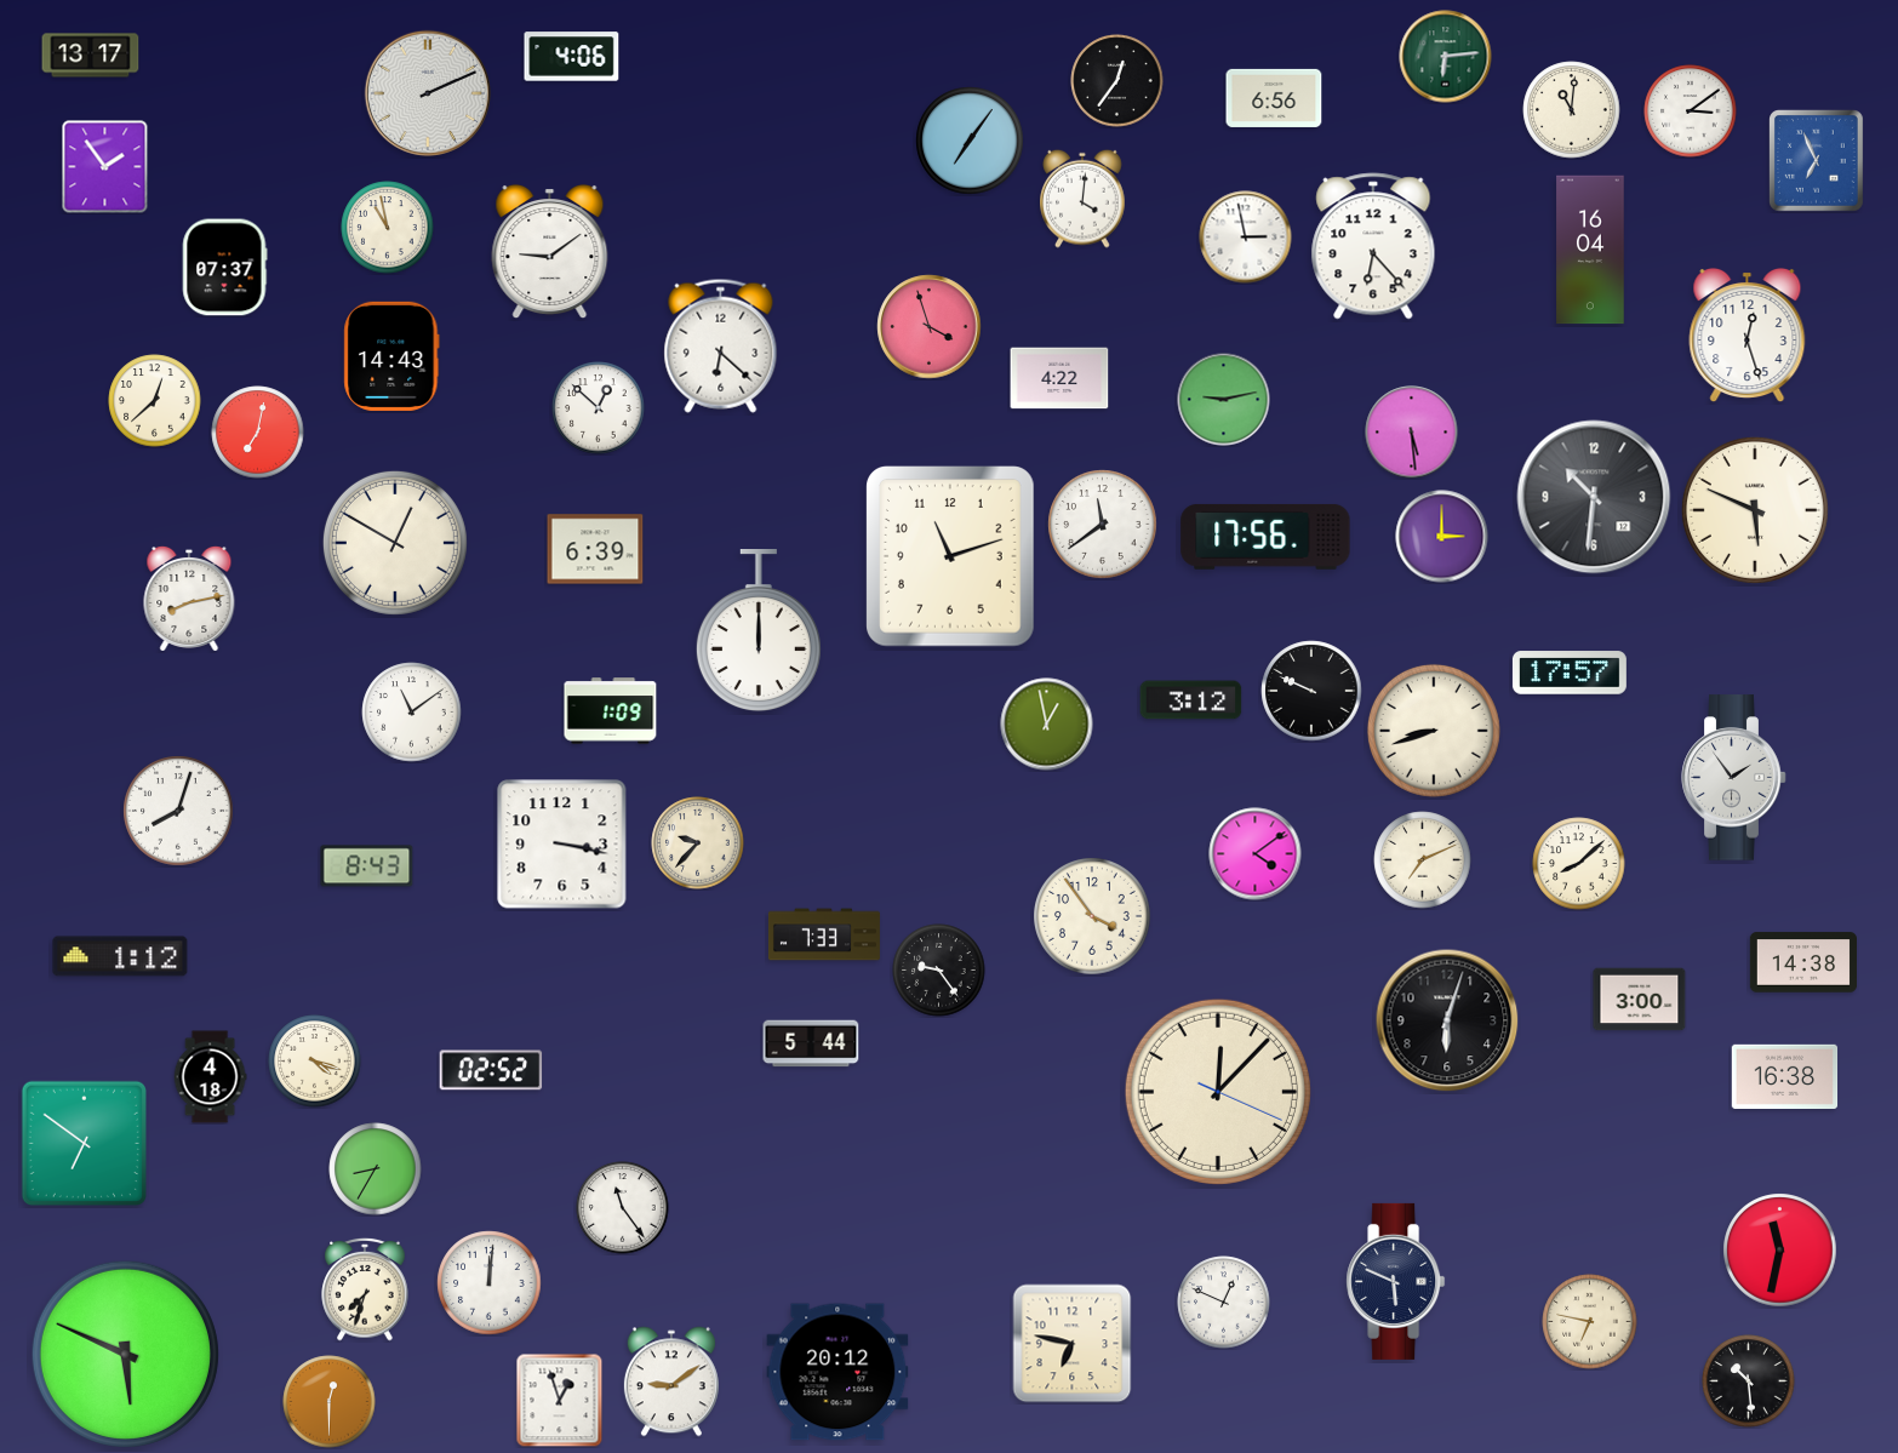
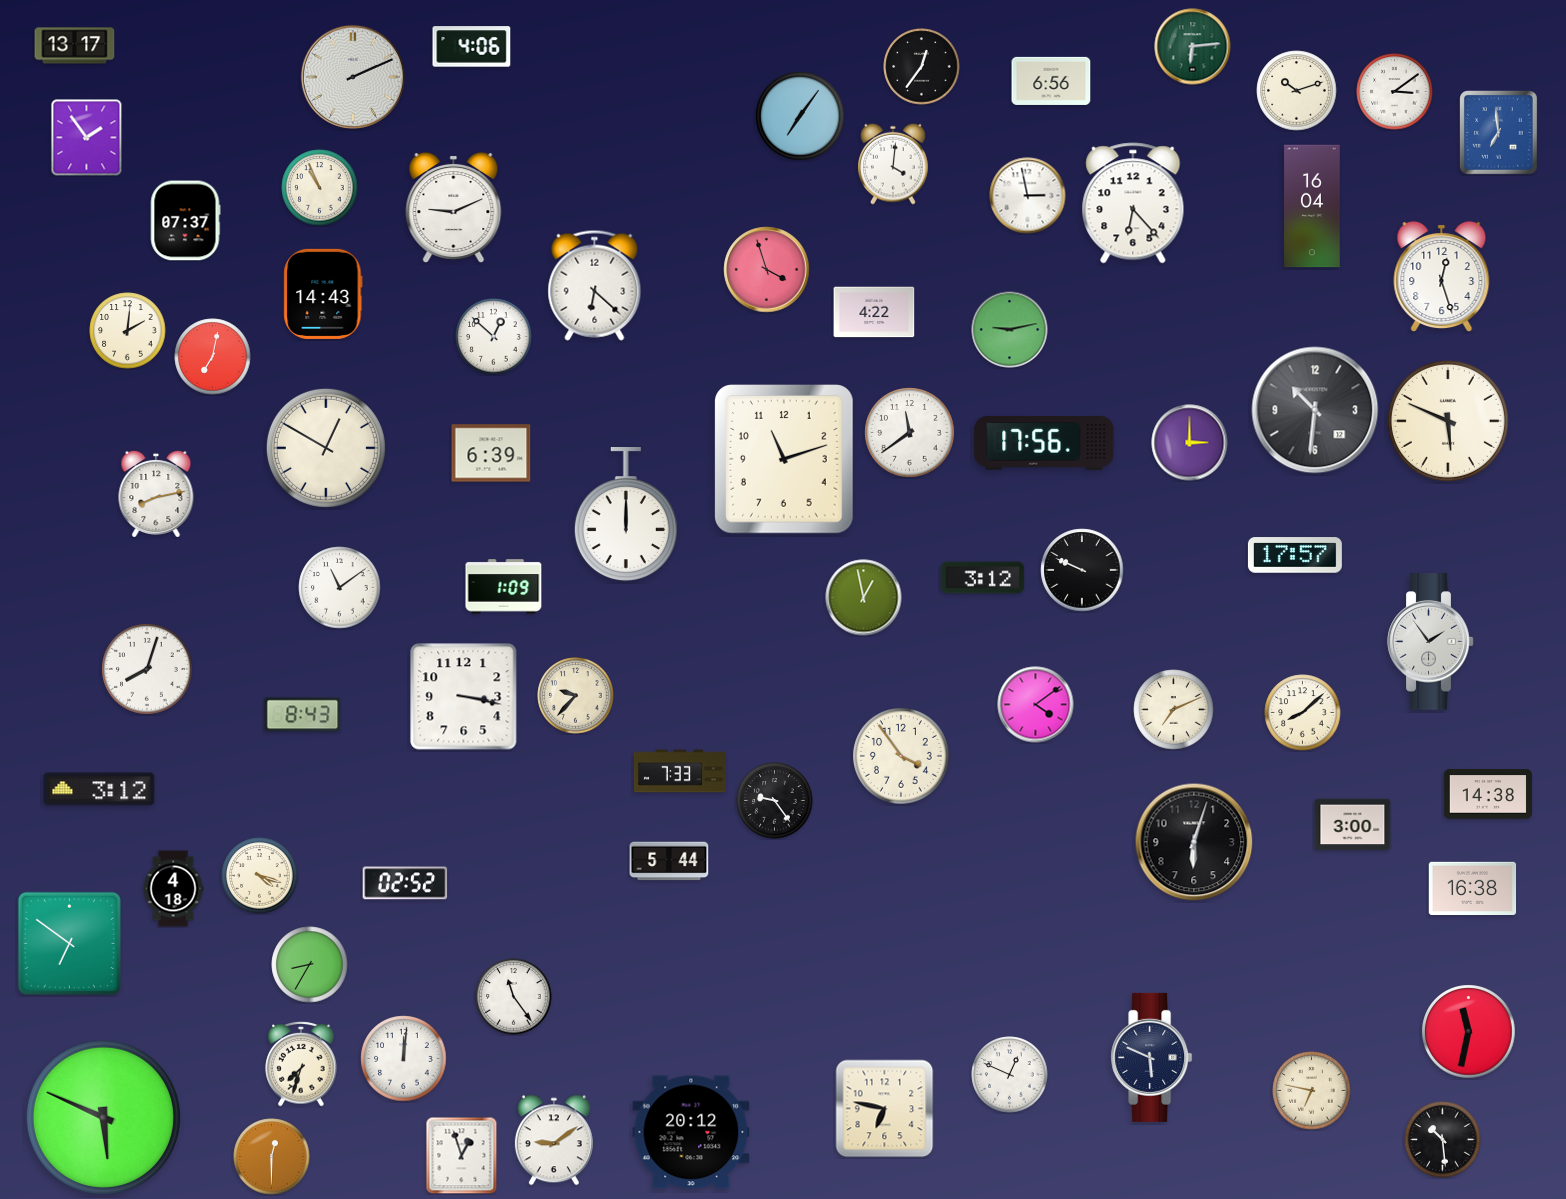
clock at (1572, 110): 11:01 -> 10:12
clock at (1817, 161): 6:56 -> 6:59
clock at (388, 228): 10:58 -> 10:56
clock at (550, 252): 9:09 -> 9:11
clock at (155, 401): 12:38 -> 2:01
clock at (1412, 433): 5:29 -> none
clock at (759, 631) position: (759, 631) -> (626, 515)
clock at (1434, 731): 8:42 -> none
clock at (120, 956): 1:12 -> 3:12
clock at (1218, 1092): 12:07 -> none
